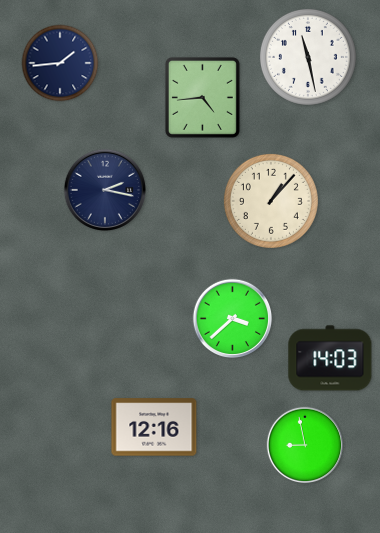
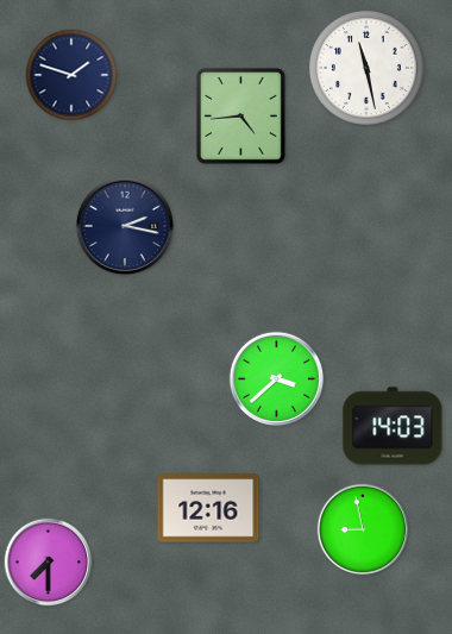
clock at (60, 63): 1:44 -> 1:48
clock at (271, 201): 1:07 -> none
clock at (154, 427) position: (154, 427) -> (208, 508)
clock at (49, 563): none -> 7:30
